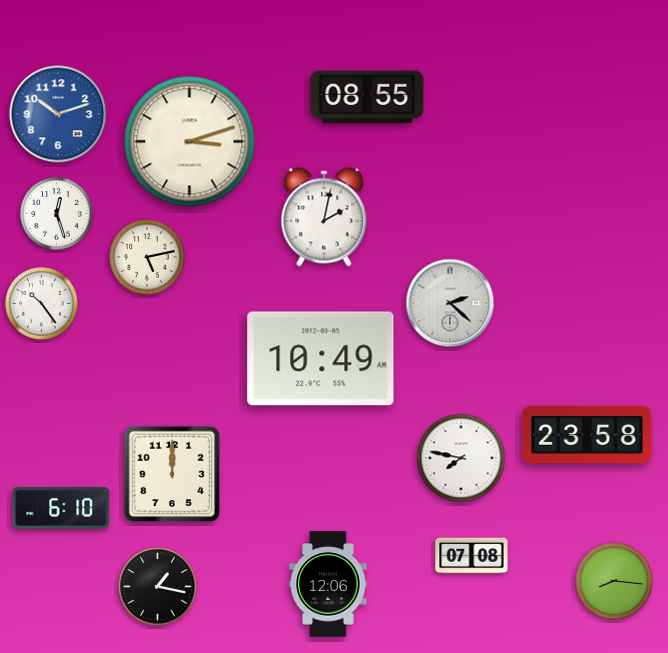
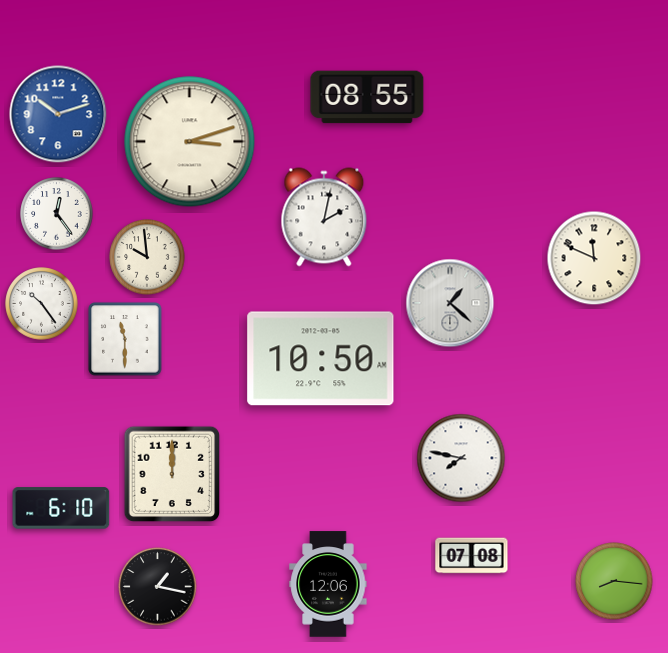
clock at (57, 214): 12:27 -> 12:24
clock at (147, 257): 5:13 -> 9:59
clock at (594, 258): none -> 11:49
clock at (450, 303): 2:22 -> 1:22
clock at (125, 339): none -> 11:30
clock at (321, 359): 10:49 -> 10:50
clock at (587, 435): 23:58 -> none
